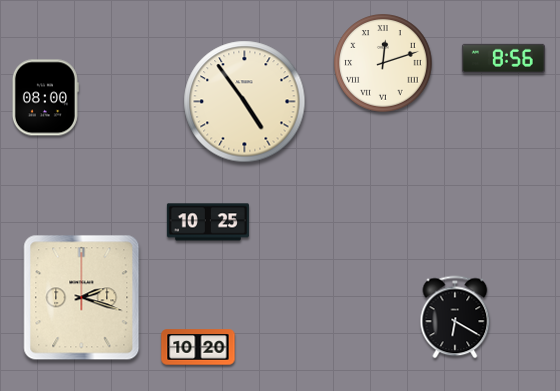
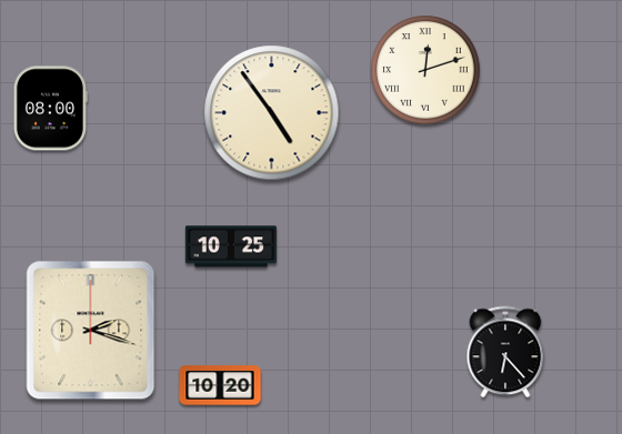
clock at (503, 58): 8:56 -> none
clock at (455, 317): 6:20 -> 6:23
